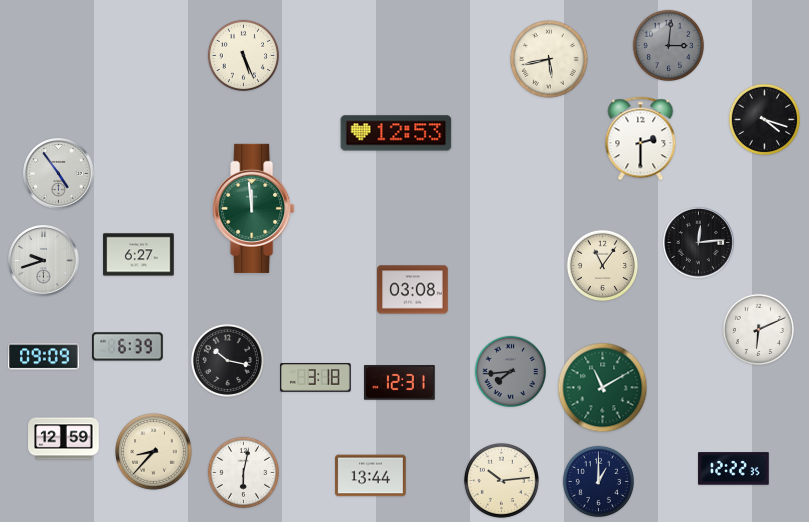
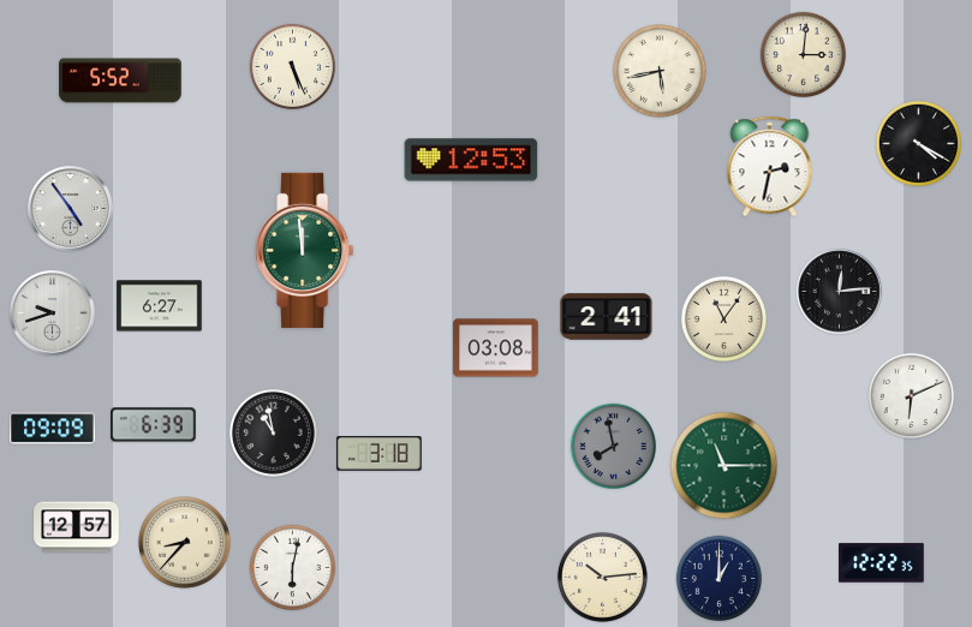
clock at (668, 45) dial: grey -> cream
clock at (120, 80): none -> 5:52
clock at (764, 119): 4:18 -> 4:20
clock at (396, 133) position: (396, 133) -> (471, 160)
clock at (641, 139): 2:30 -> 2:32
clock at (139, 255) position: (139, 255) -> (160, 306)
clock at (607, 317): none -> 2:41
clock at (128, 347) position: (128, 347) -> (154, 425)
clock at (227, 360): 10:17 -> 10:58
clock at (510, 371): 7:44 -> 7:58
clock at (400, 383): 12:31 -> none
clock at (603, 388): 11:10 -> 11:15
clock at (64, 439): 12:59 -> 12:57
clock at (371, 476): 13:44 -> none
